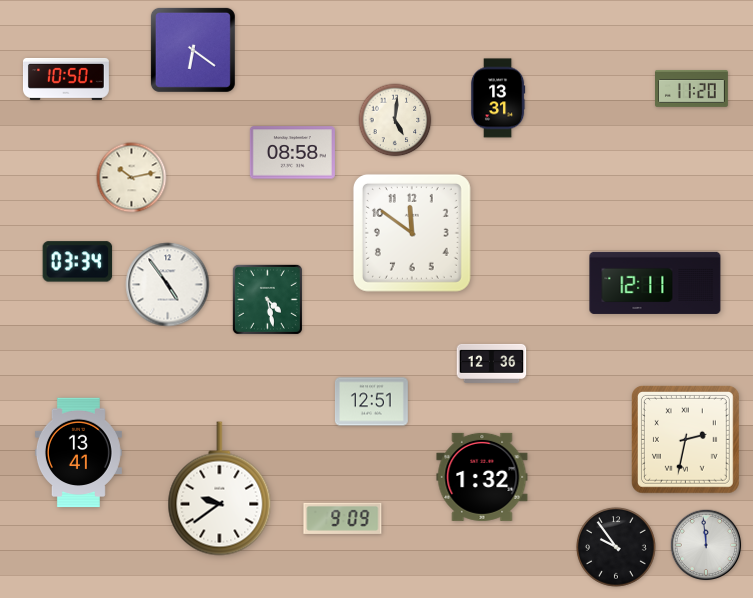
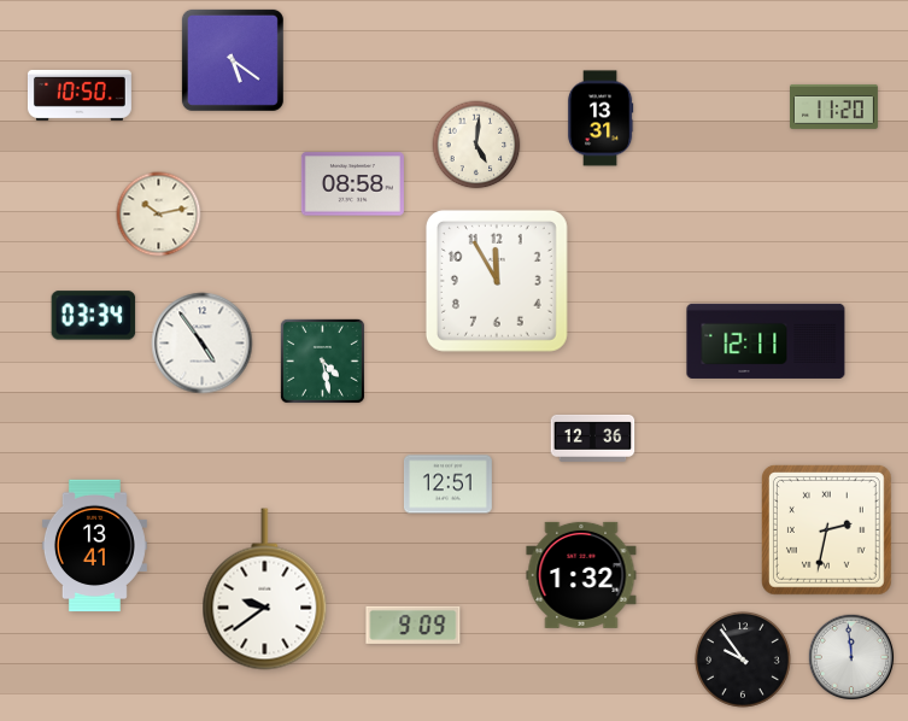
clock at (193, 50): 6:21 -> 5:21
clock at (412, 233): 11:51 -> 11:55
clock at (655, 283) position: (655, 283) -> (766, 341)
